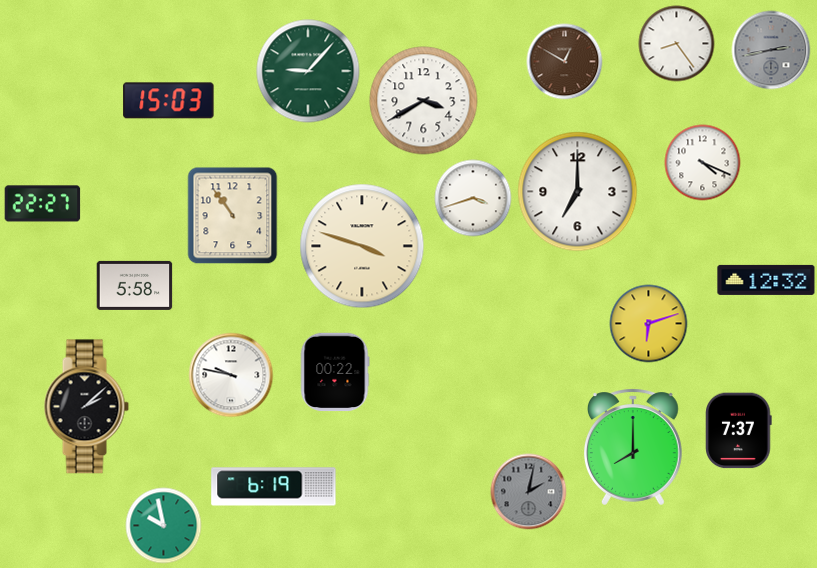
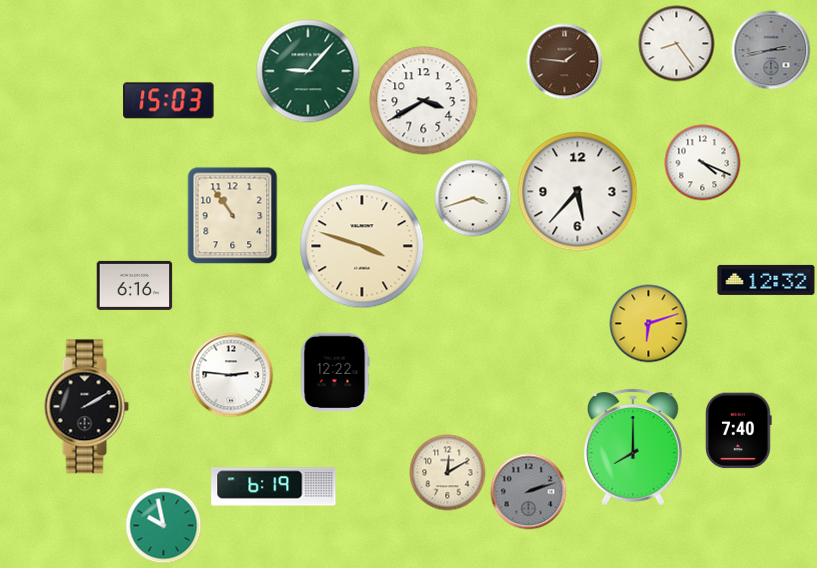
clock at (565, 62): 12:50 -> 1:46
clock at (578, 192): 7:00 -> 5:37
clock at (43, 204): 22:27 -> none
clock at (135, 285): 5:58 -> 6:16
clock at (335, 372): 00:22 -> 12:22
clock at (231, 375): 9:47 -> 2:46
clock at (86, 407): 2:08 -> 2:10
clock at (739, 431): 7:37 -> 7:40
clock at (448, 473): none -> 12:10
clock at (529, 492): 2:02 -> 2:12
